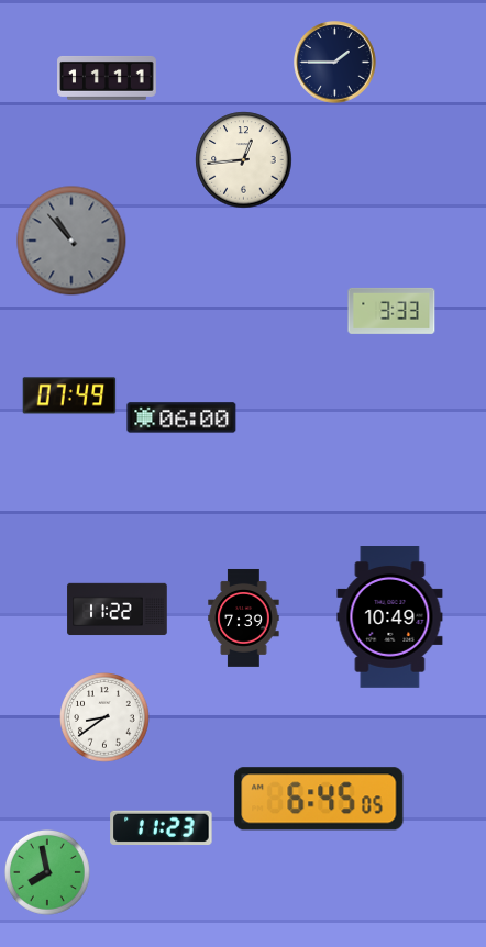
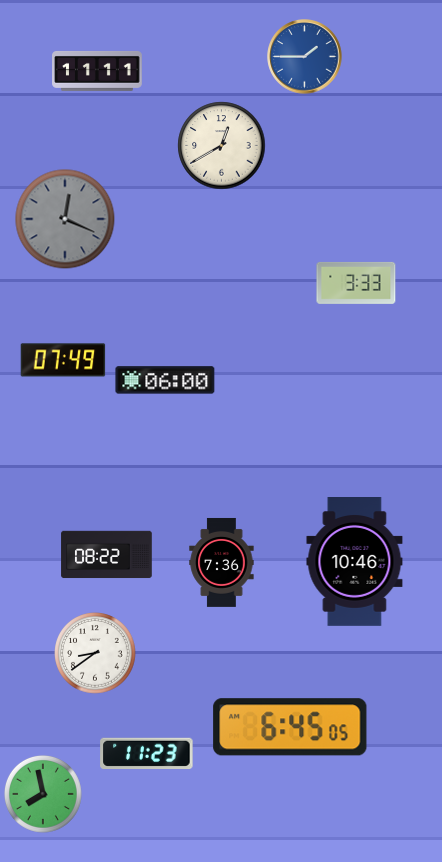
clock at (335, 63) dial: navy -> blue
clock at (244, 160): 12:44 -> 12:40
clock at (71, 241): 10:53 -> 12:19
clock at (118, 610): 11:22 -> 08:22
clock at (244, 617): 7:39 -> 7:36
clock at (390, 617): 10:49 -> 10:46
